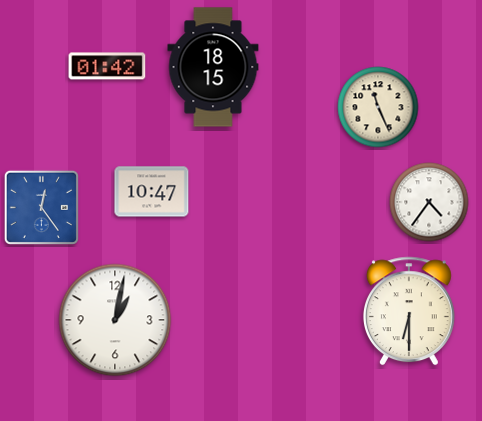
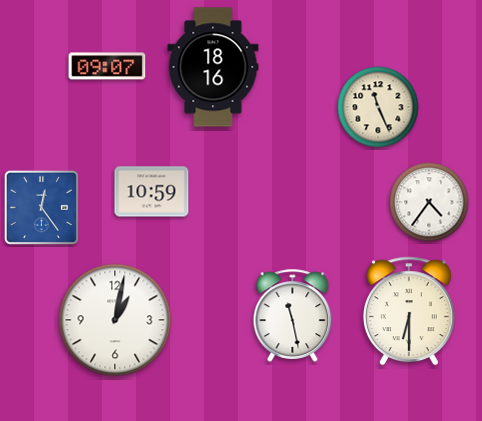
clock at (107, 66): 01:42 -> 09:07
clock at (213, 67): 18:15 -> 18:16
clock at (152, 192): 10:47 -> 10:59
clock at (293, 315): none -> 11:28
